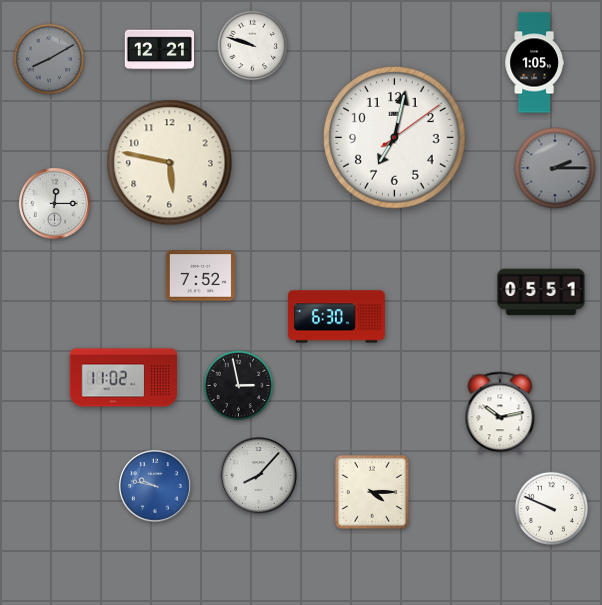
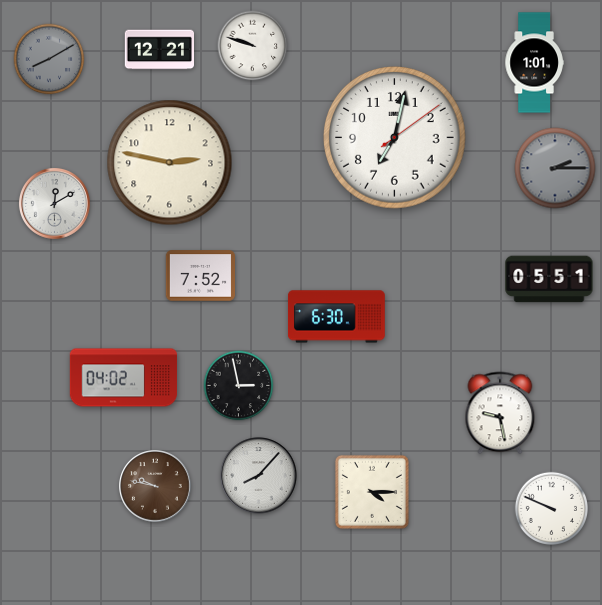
clock at (534, 63): 1:05 -> 1:01
clock at (170, 163): 5:47 -> 2:47
clock at (54, 203): 12:15 -> 12:10
clock at (541, 292) position: (541, 292) -> (549, 279)
clock at (124, 378): 11:02 -> 04:02
clock at (500, 413): 10:13 -> 9:28
clock at (156, 487) dial: blue -> brown
